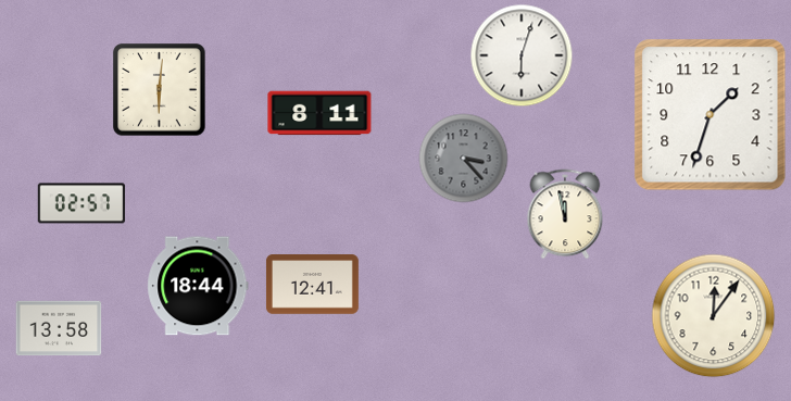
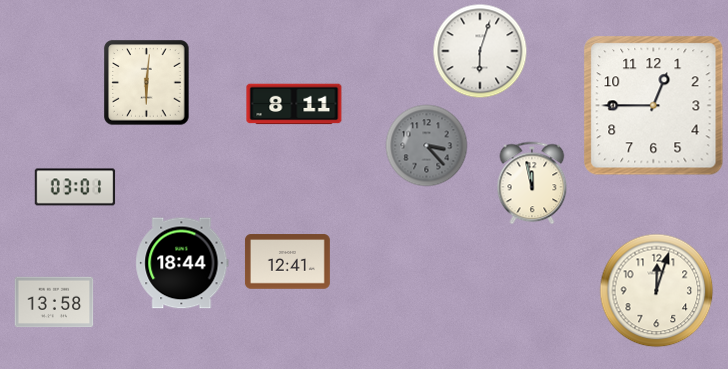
clock at (711, 115): 1:33 -> 12:45
clock at (81, 203): 02:57 -> 03:01
clock at (565, 214) position: (565, 214) -> (532, 183)
clock at (714, 316): 12:06 -> 12:03
